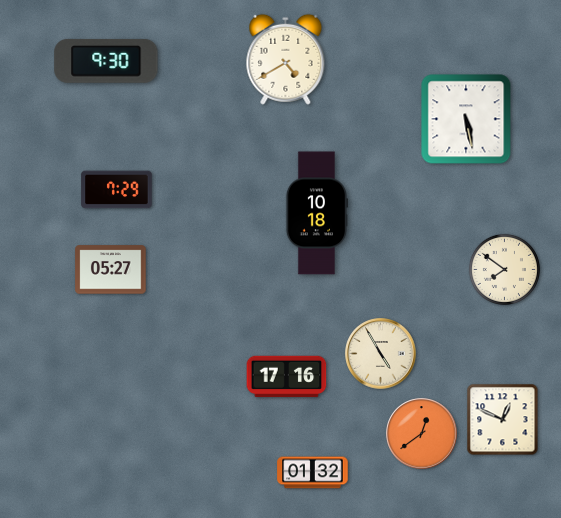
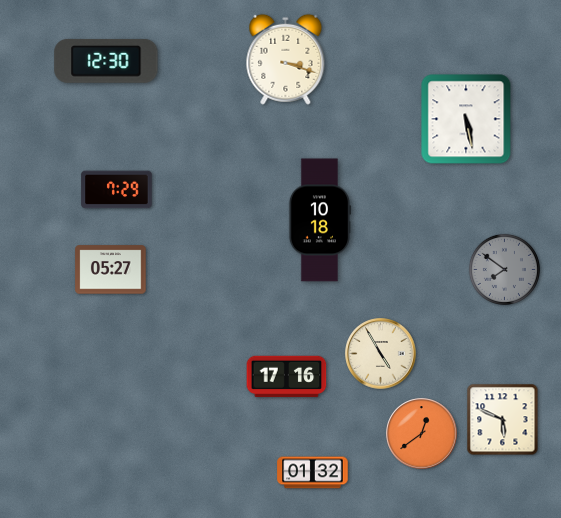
clock at (286, 59): 4:40 -> 3:18
clock at (106, 61): 9:30 -> 12:30
clock at (317, 213) position: (317, 213) -> (320, 220)
clock at (504, 269) dial: cream -> grey
clock at (503, 420): 12:49 -> 5:49
